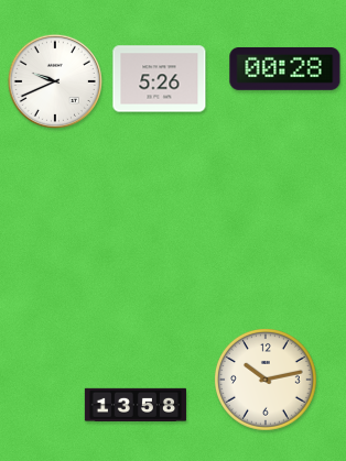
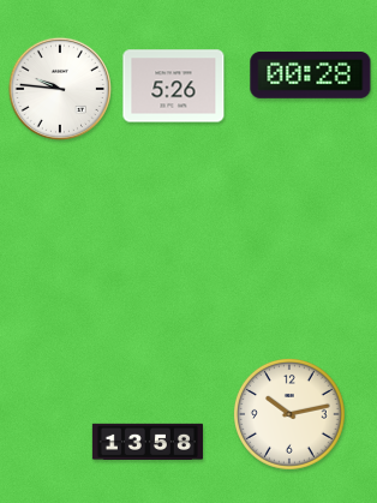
clock at (55, 81): 9:41 -> 9:46
